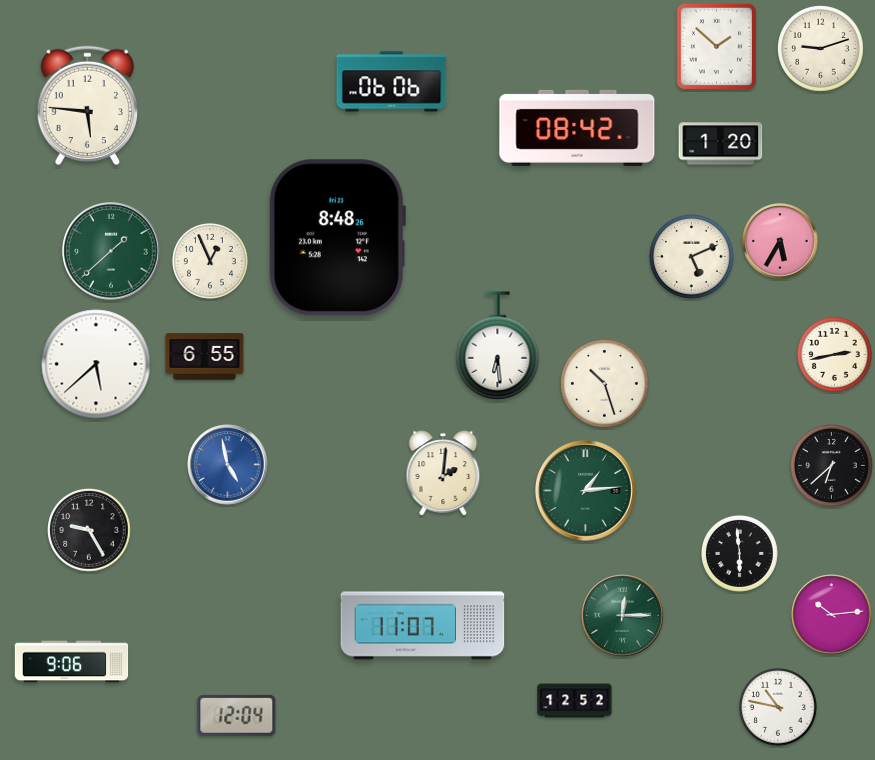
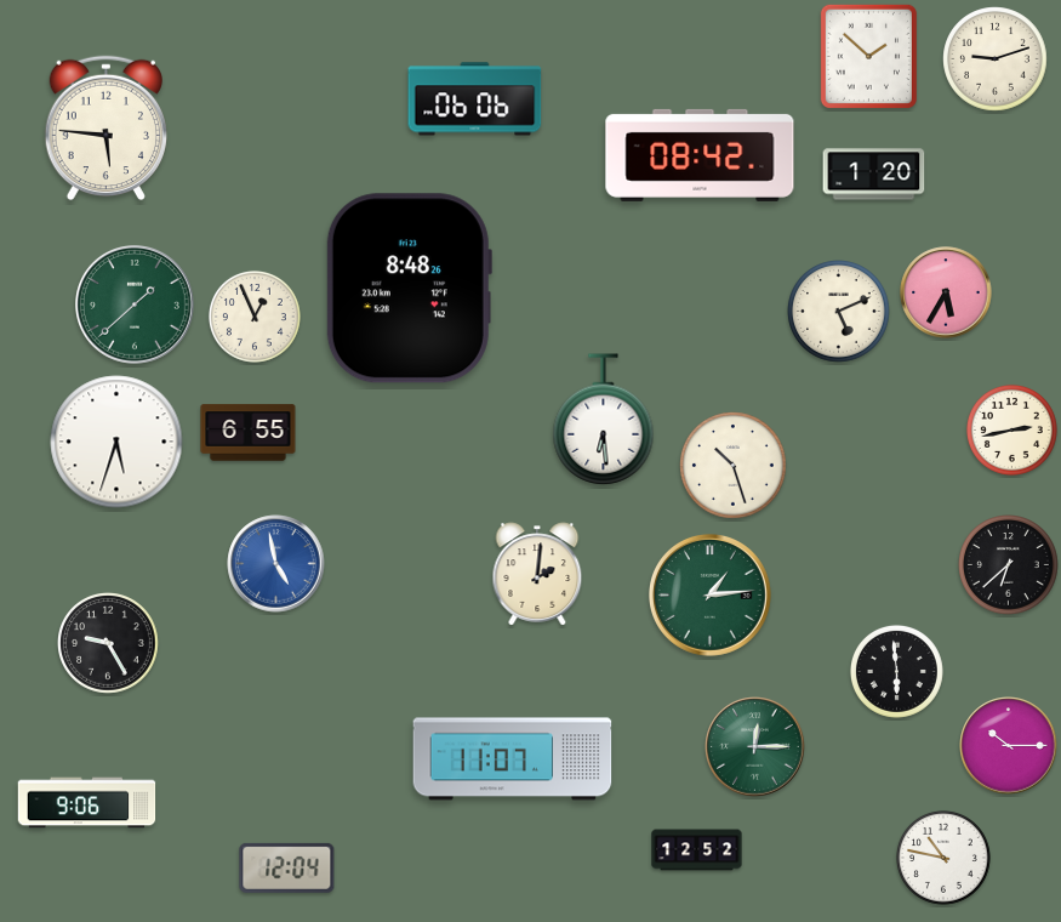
clock at (96, 364): 5:38 -> 5:33
clock at (832, 615): 10:14 -> 10:15
